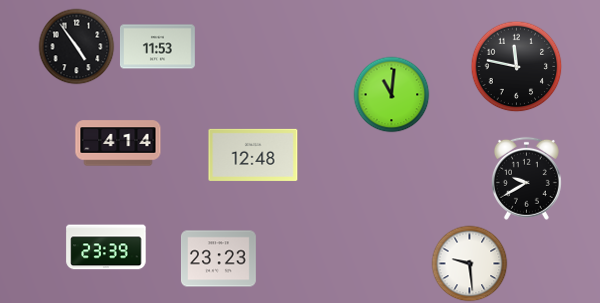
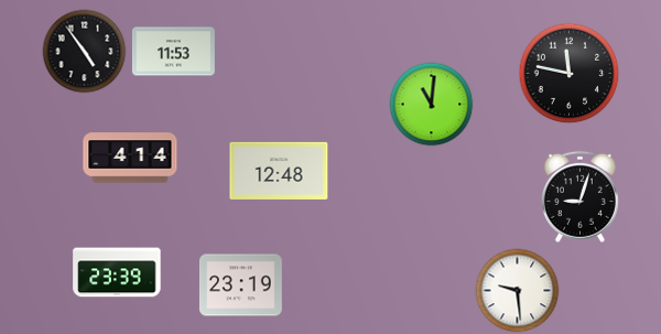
clock at (526, 178): 9:40 -> 9:03
clock at (218, 259): 23:23 -> 23:19
